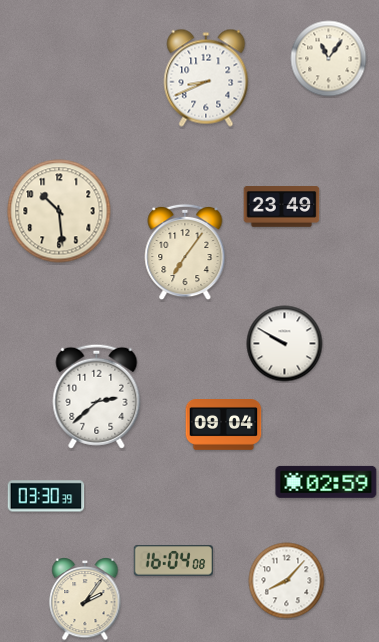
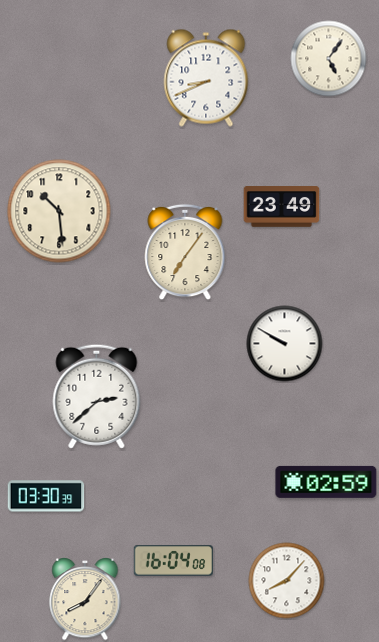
clock at (329, 59): 11:06 -> 5:06
clock at (224, 425): 09:04 -> none
clock at (85, 600): 2:06 -> 8:06
